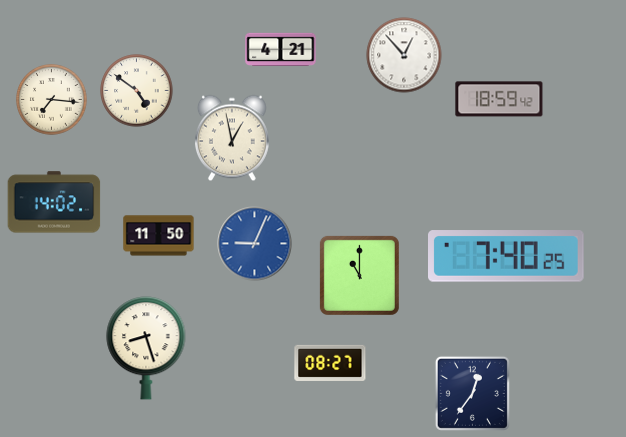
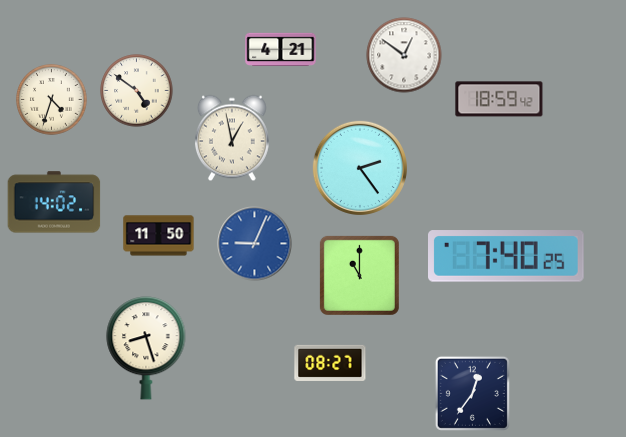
clock at (404, 55): 12:53 -> 12:51
clock at (52, 100): 7:16 -> 4:33
clock at (360, 168): none -> 2:24
